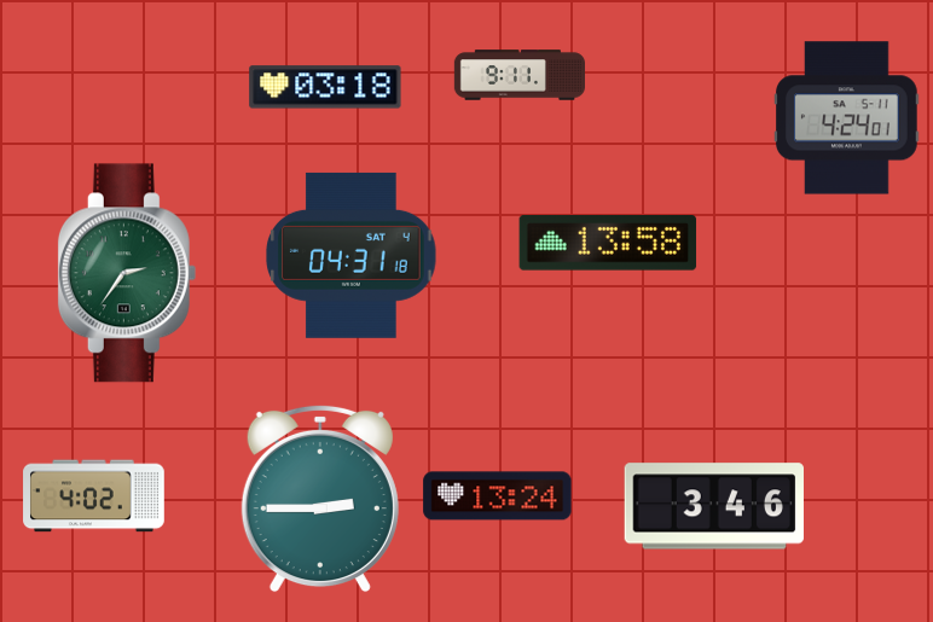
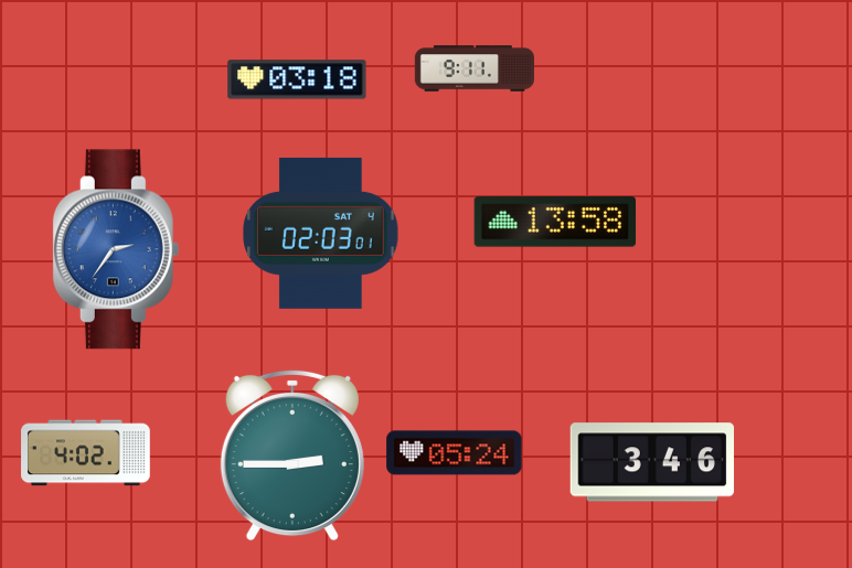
clock at (847, 118): 4:24 -> none
clock at (352, 255): 04:31 -> 02:03
clock at (127, 273) dial: green -> blue
clock at (498, 496): 13:24 -> 05:24
